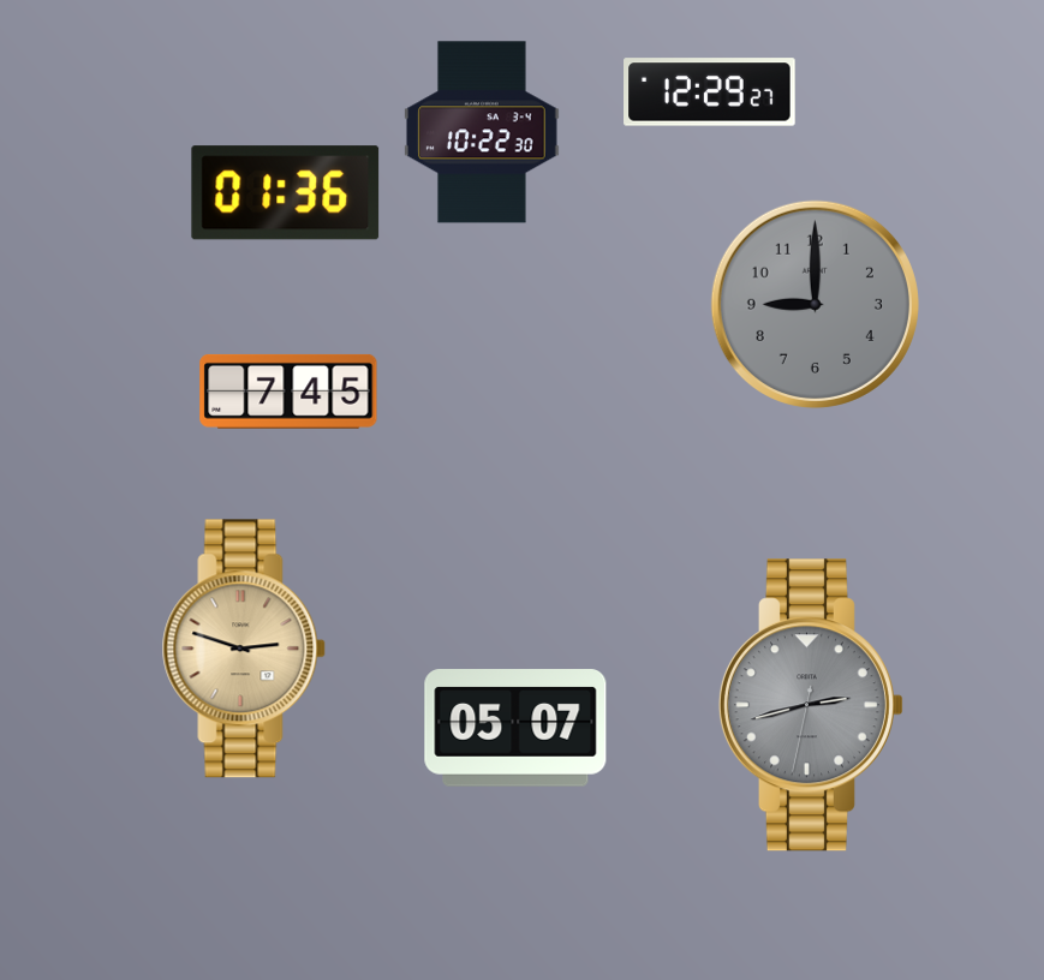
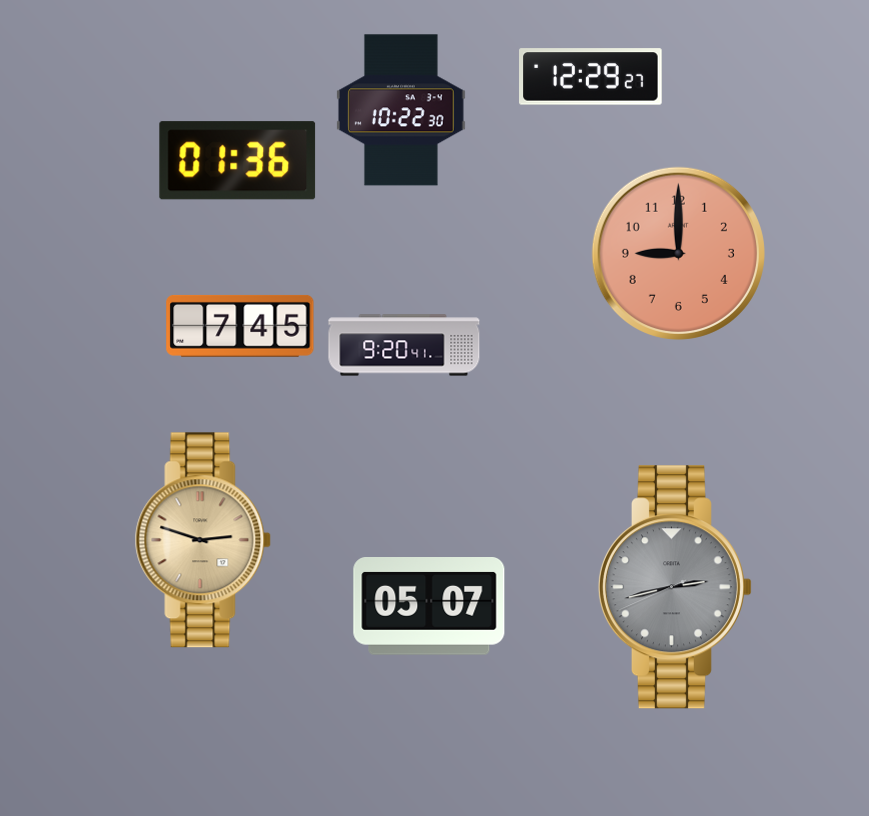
clock at (815, 304) dial: grey -> salmon
clock at (404, 345): none -> 9:20
clock at (811, 705): 2:42:32 -> 2:42:41
